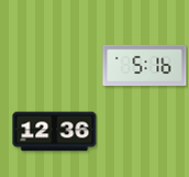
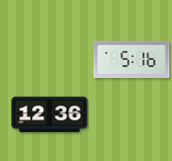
clock at (55, 132) position: (55, 132) -> (50, 115)
